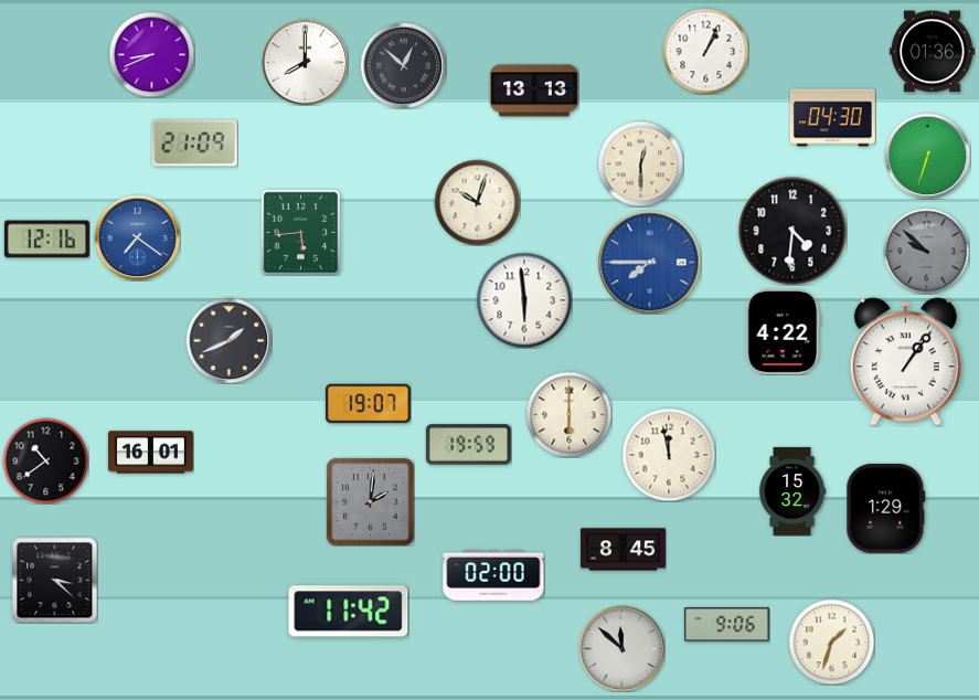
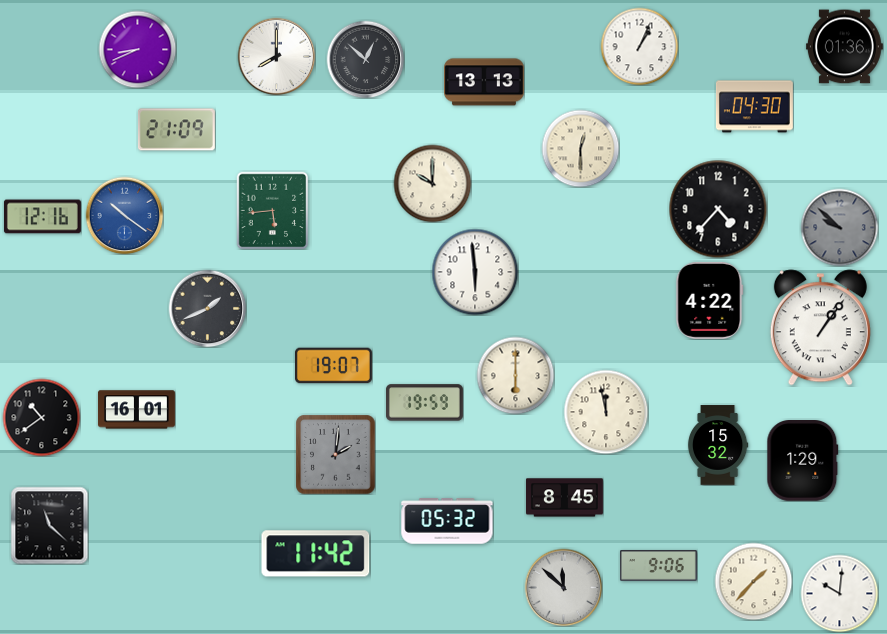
clock at (927, 156): 6:33 -> none
clock at (477, 202): 10:03 -> 10:00
clock at (792, 231): 4:31 -> 4:37
clock at (137, 237): 7:21 -> 10:21
clock at (649, 262): 7:45 -> none
clock at (493, 575): 02:00 -> 05:32
clock at (54, 580): 3:22 -> 11:22
clock at (831, 641): 1:33 -> 1:37
clock at (839, 593): none -> 10:01
